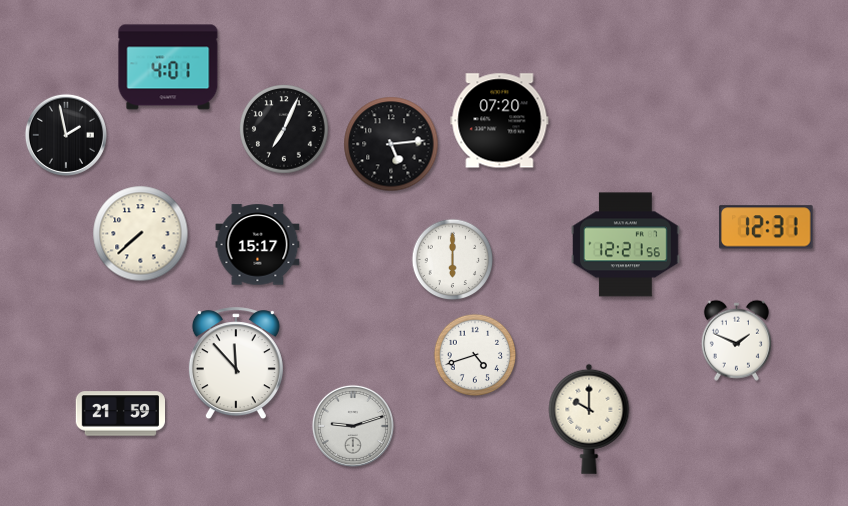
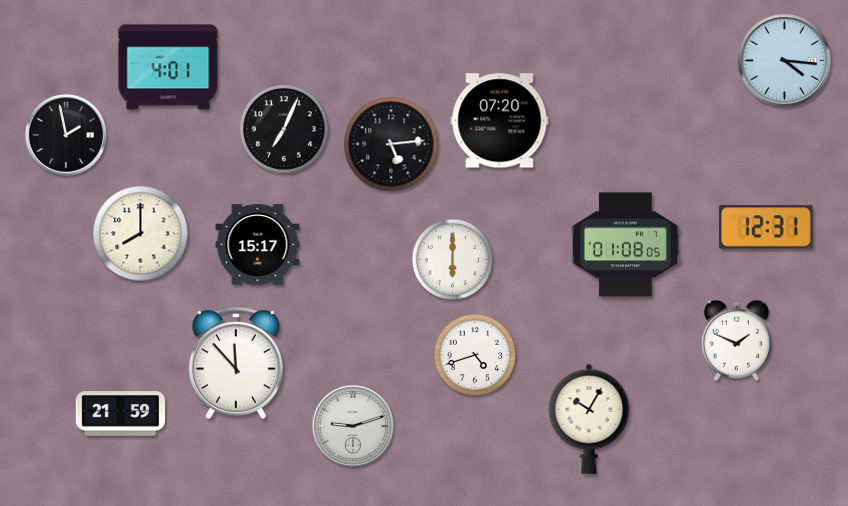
clock at (785, 61): none -> 4:16
clock at (141, 234): 7:38 -> 8:00
clock at (625, 245): 12:21 -> 01:08
clock at (589, 419): 10:00 -> 10:05
